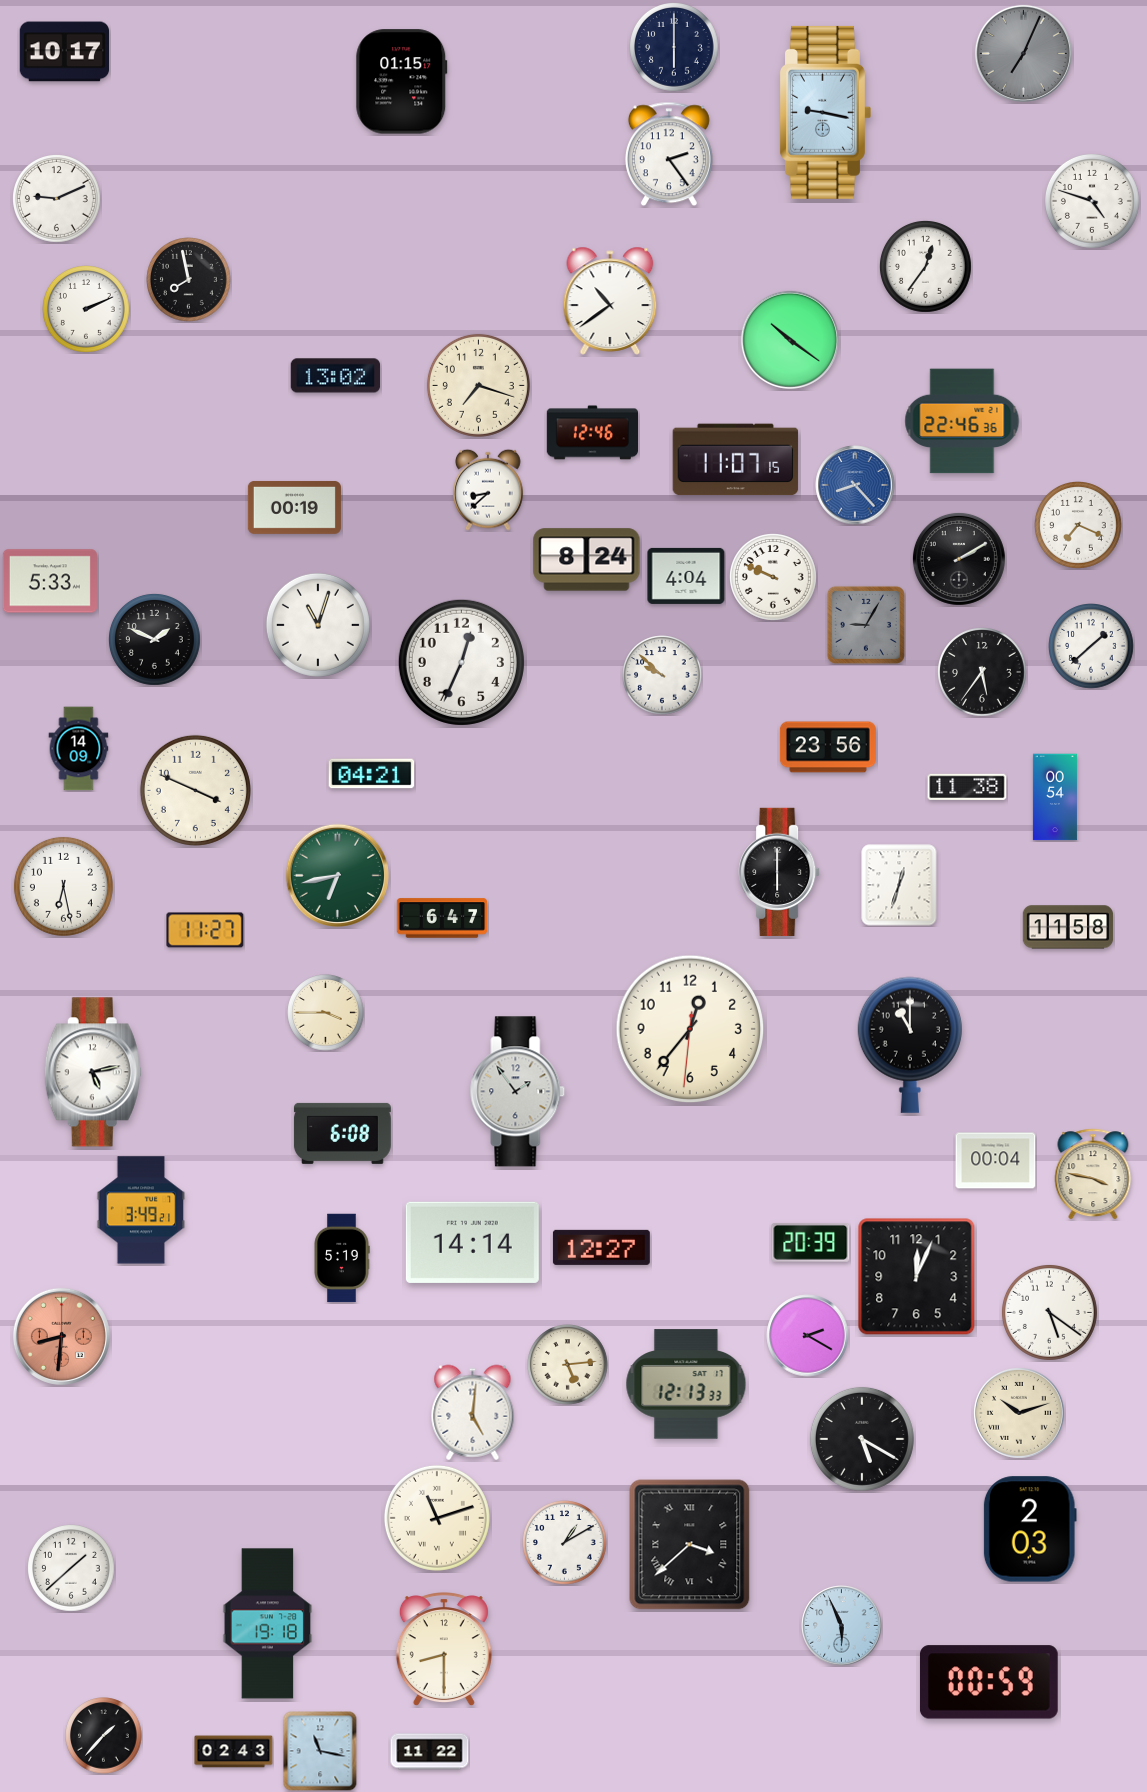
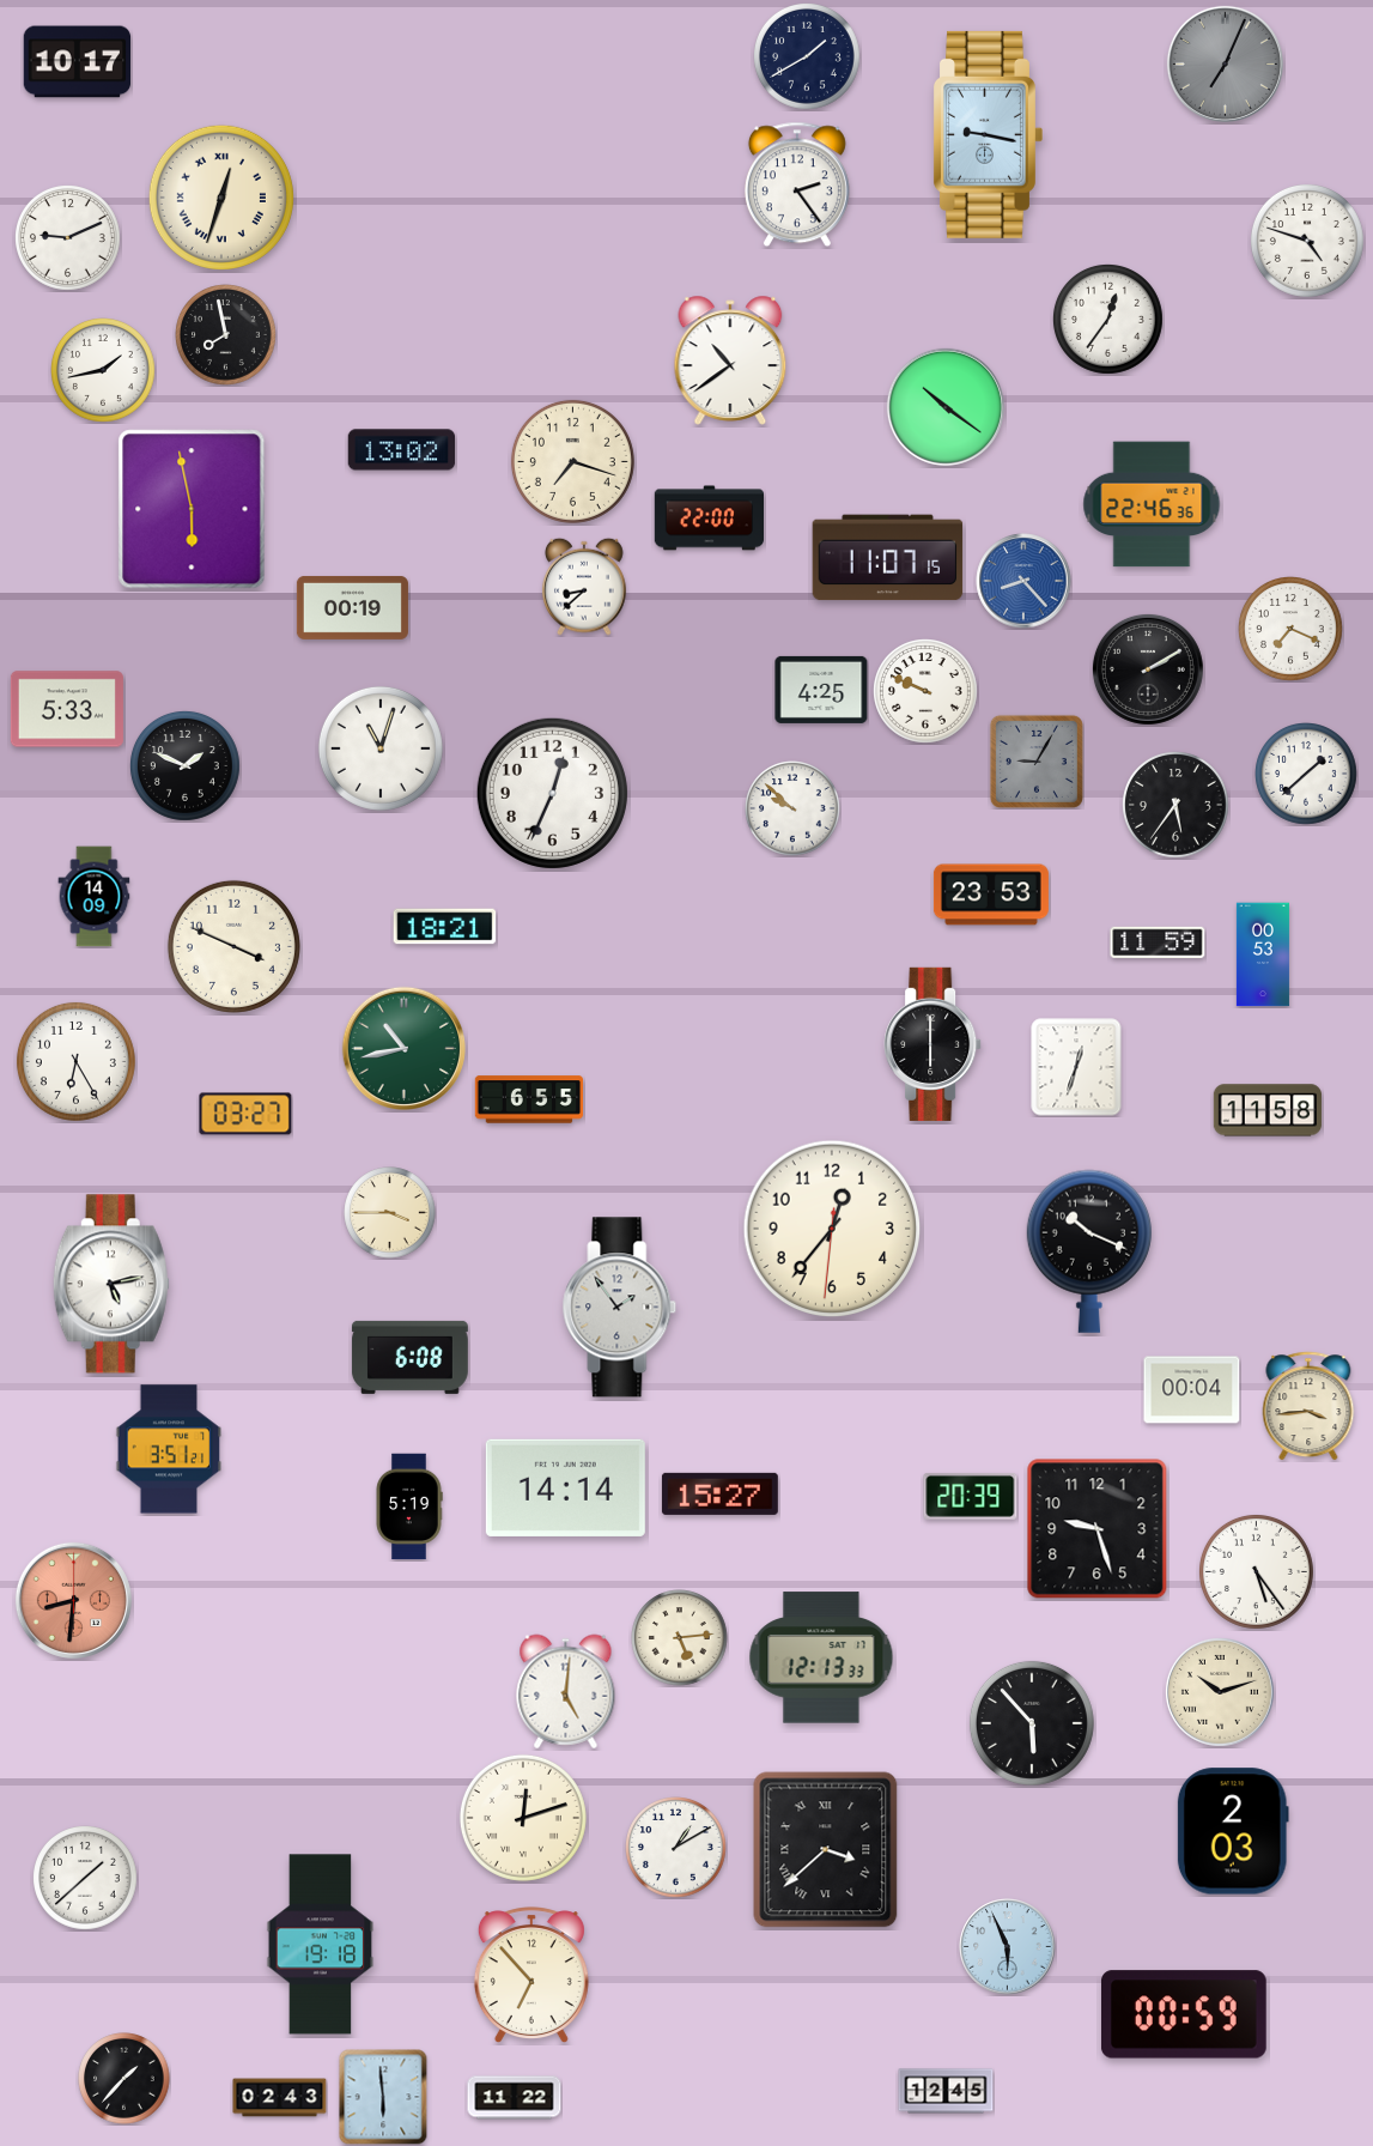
clock at (675, 48): 6:00 -> 1:40
clock at (402, 82): 01:15 -> none
clock at (669, 154) position: (669, 154) -> (797, 184)
clock at (221, 198): none -> 12:33
clock at (87, 310): 2:11 -> 1:43
clock at (192, 509): none -> 5:58
clock at (592, 433): 12:46 -> 22:00
clock at (736, 460) position: (736, 460) -> (888, 558)
clock at (587, 560): 8:24 -> none
clock at (686, 576): 4:04 -> 4:25
clock at (50, 581) position: (50, 581) -> (67, 709)
clock at (866, 625) position: (866, 625) -> (1037, 762)
clock at (828, 747): 23:56 -> 23:53
clock at (372, 774): 04:21 -> 18:21
clock at (967, 787): 11:38 -> 11:59
clock at (1055, 797): 00:54 -> 00:53
clock at (337, 875): 6:43 -> 10:43
clock at (899, 885) position: (899, 885) -> (1076, 1067)
clock at (63, 886): 6:28 -> 6:25
clock at (442, 918): 6:47 -> 6:55
clock at (1068, 927) position: (1068, 927) -> (1268, 1110)
clock at (205, 930): 11:27 -> 03:27
clock at (690, 1029) position: (690, 1029) -> (832, 1229)
clock at (910, 1045): 11:00 -> 10:19
clock at (1093, 1174): 3:47 -> 3:44
clock at (141, 1210): 3:49 -> 3:51
clock at (811, 1242) position: (811, 1242) -> (971, 1496)
clock at (601, 1247): 12:27 -> 15:27
clock at (917, 1277): 12:04 -> 9:27
clock at (1049, 1312): 5:21 -> 5:24
clock at (808, 1336): 2:20 -> none
clock at (568, 1365) position: (568, 1365) -> (680, 1638)
clock at (862, 1439): 5:20 -> 5:53
clock at (437, 1518): 11:12 -> 12:12
clock at (444, 1650): 8:30 -> 6:53
clock at (946, 2091): none -> 12:45
clock at (320, 1751): 11:17 -> 5:59
